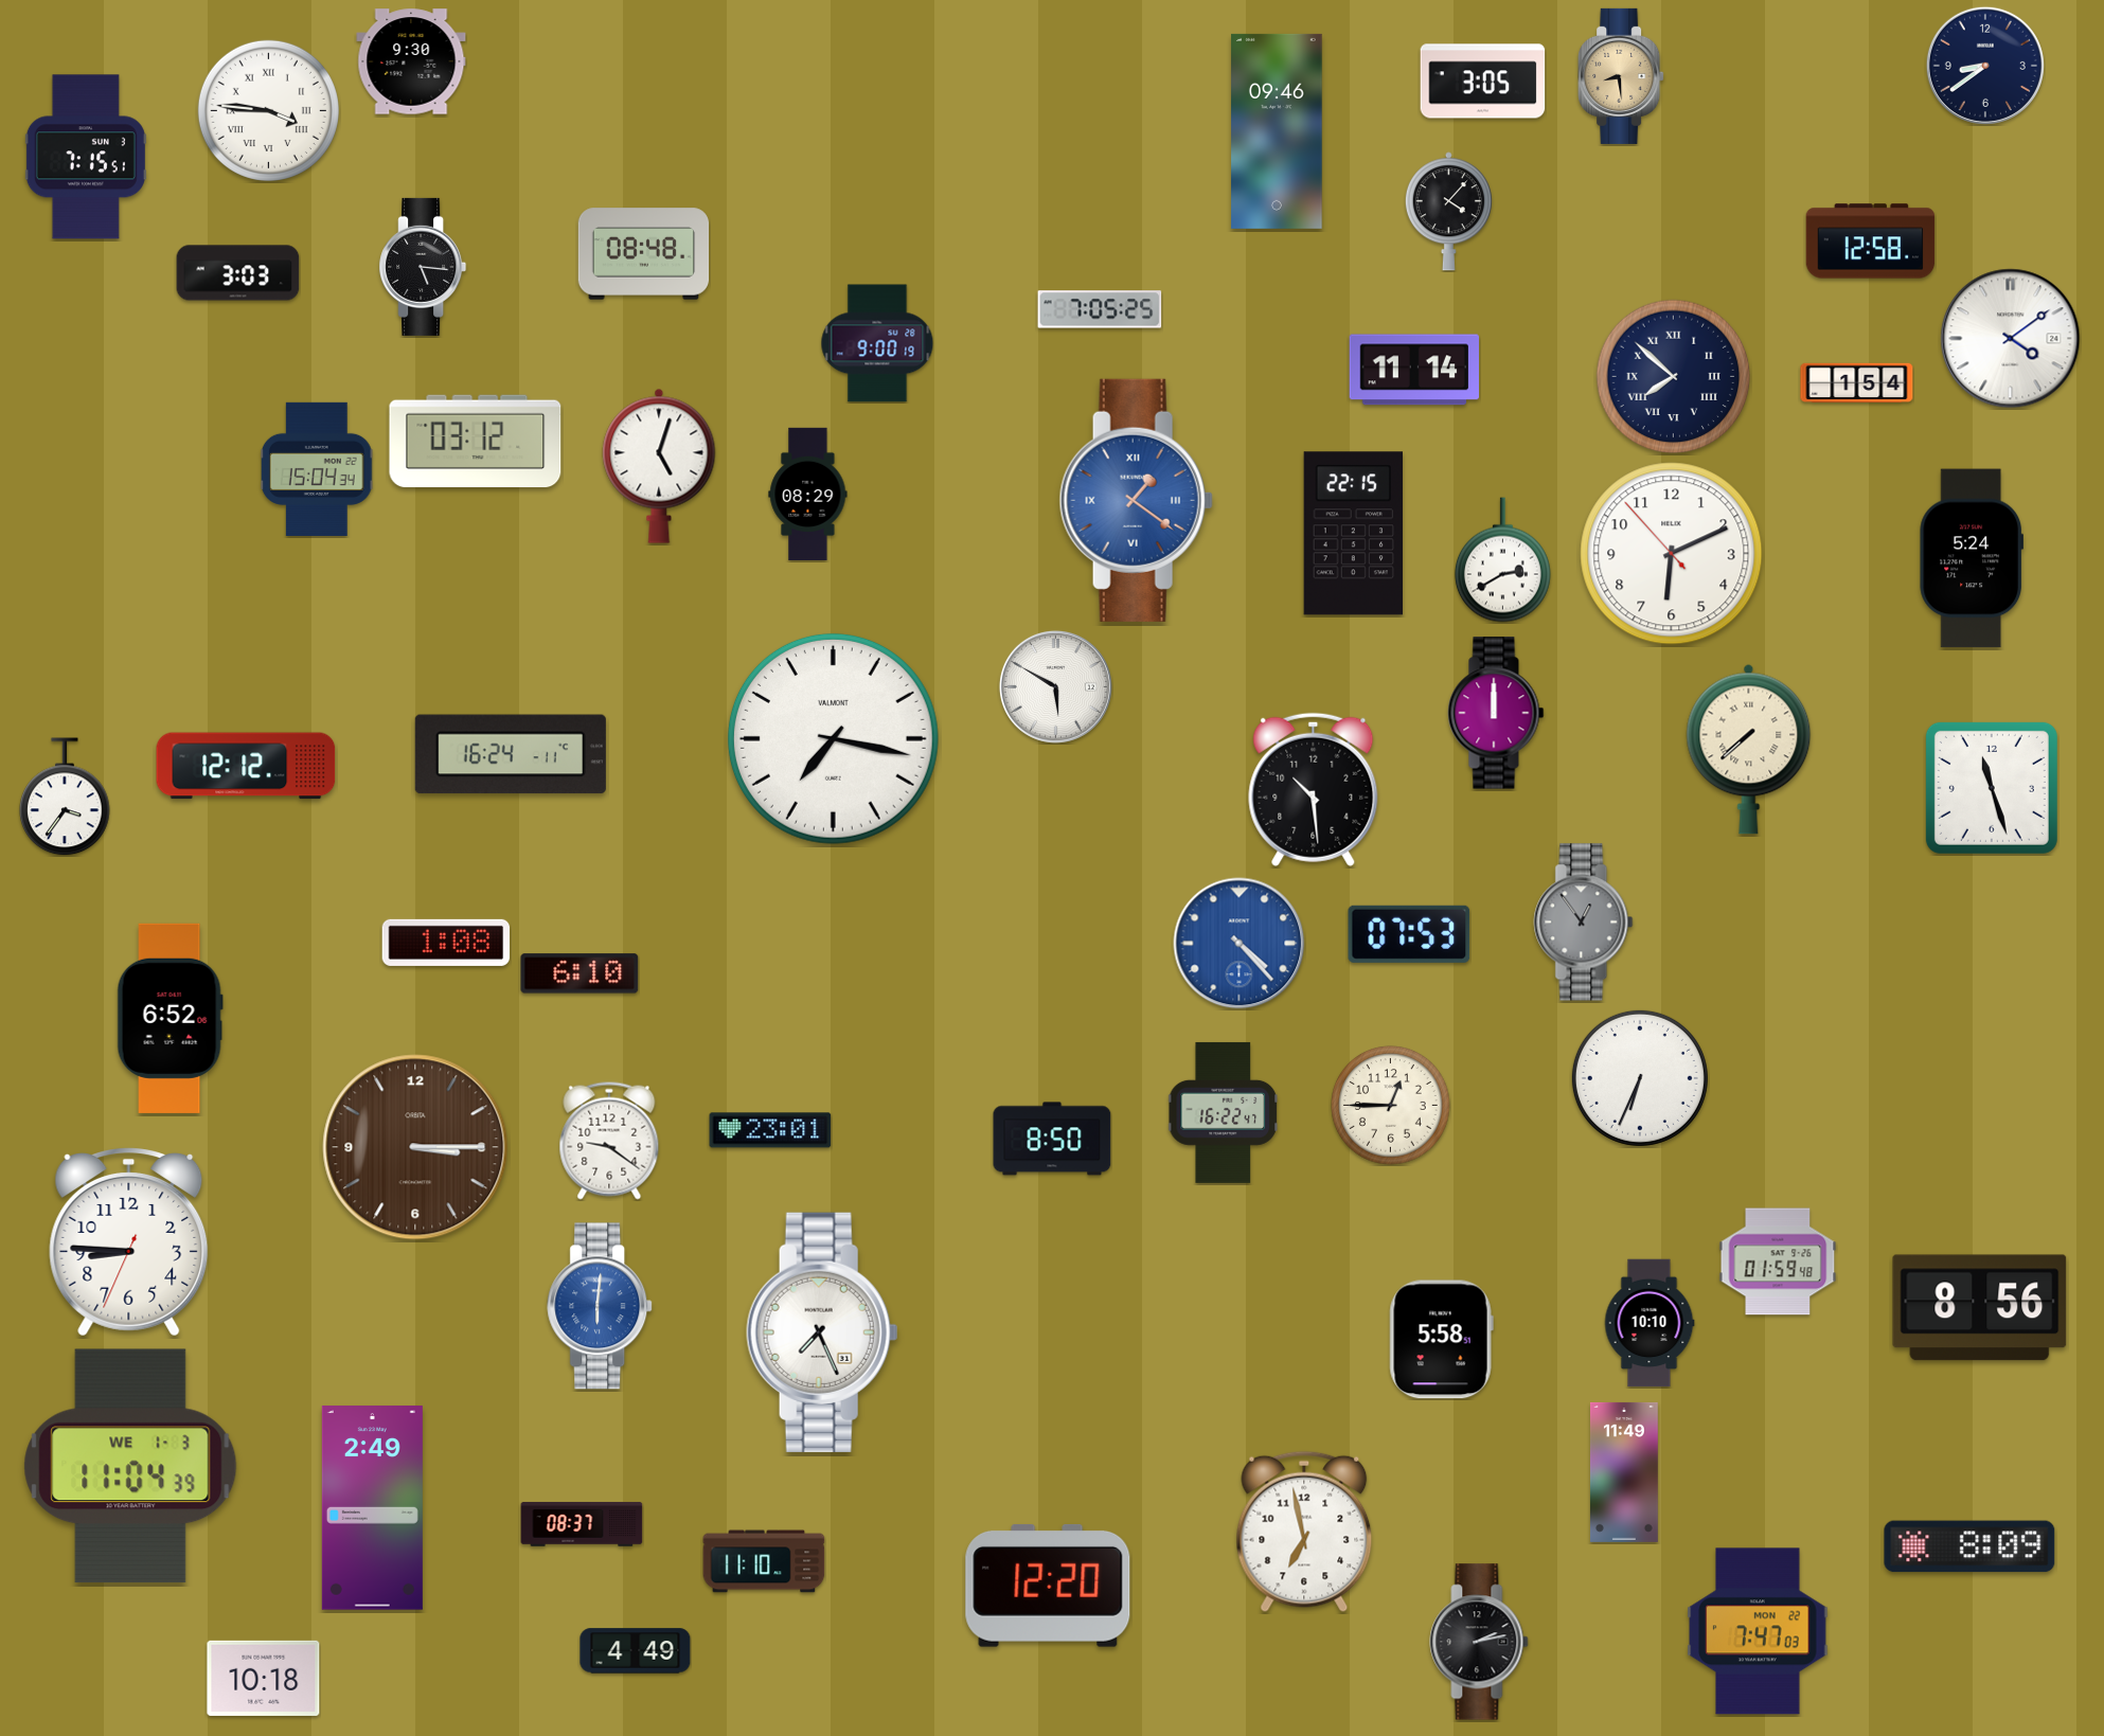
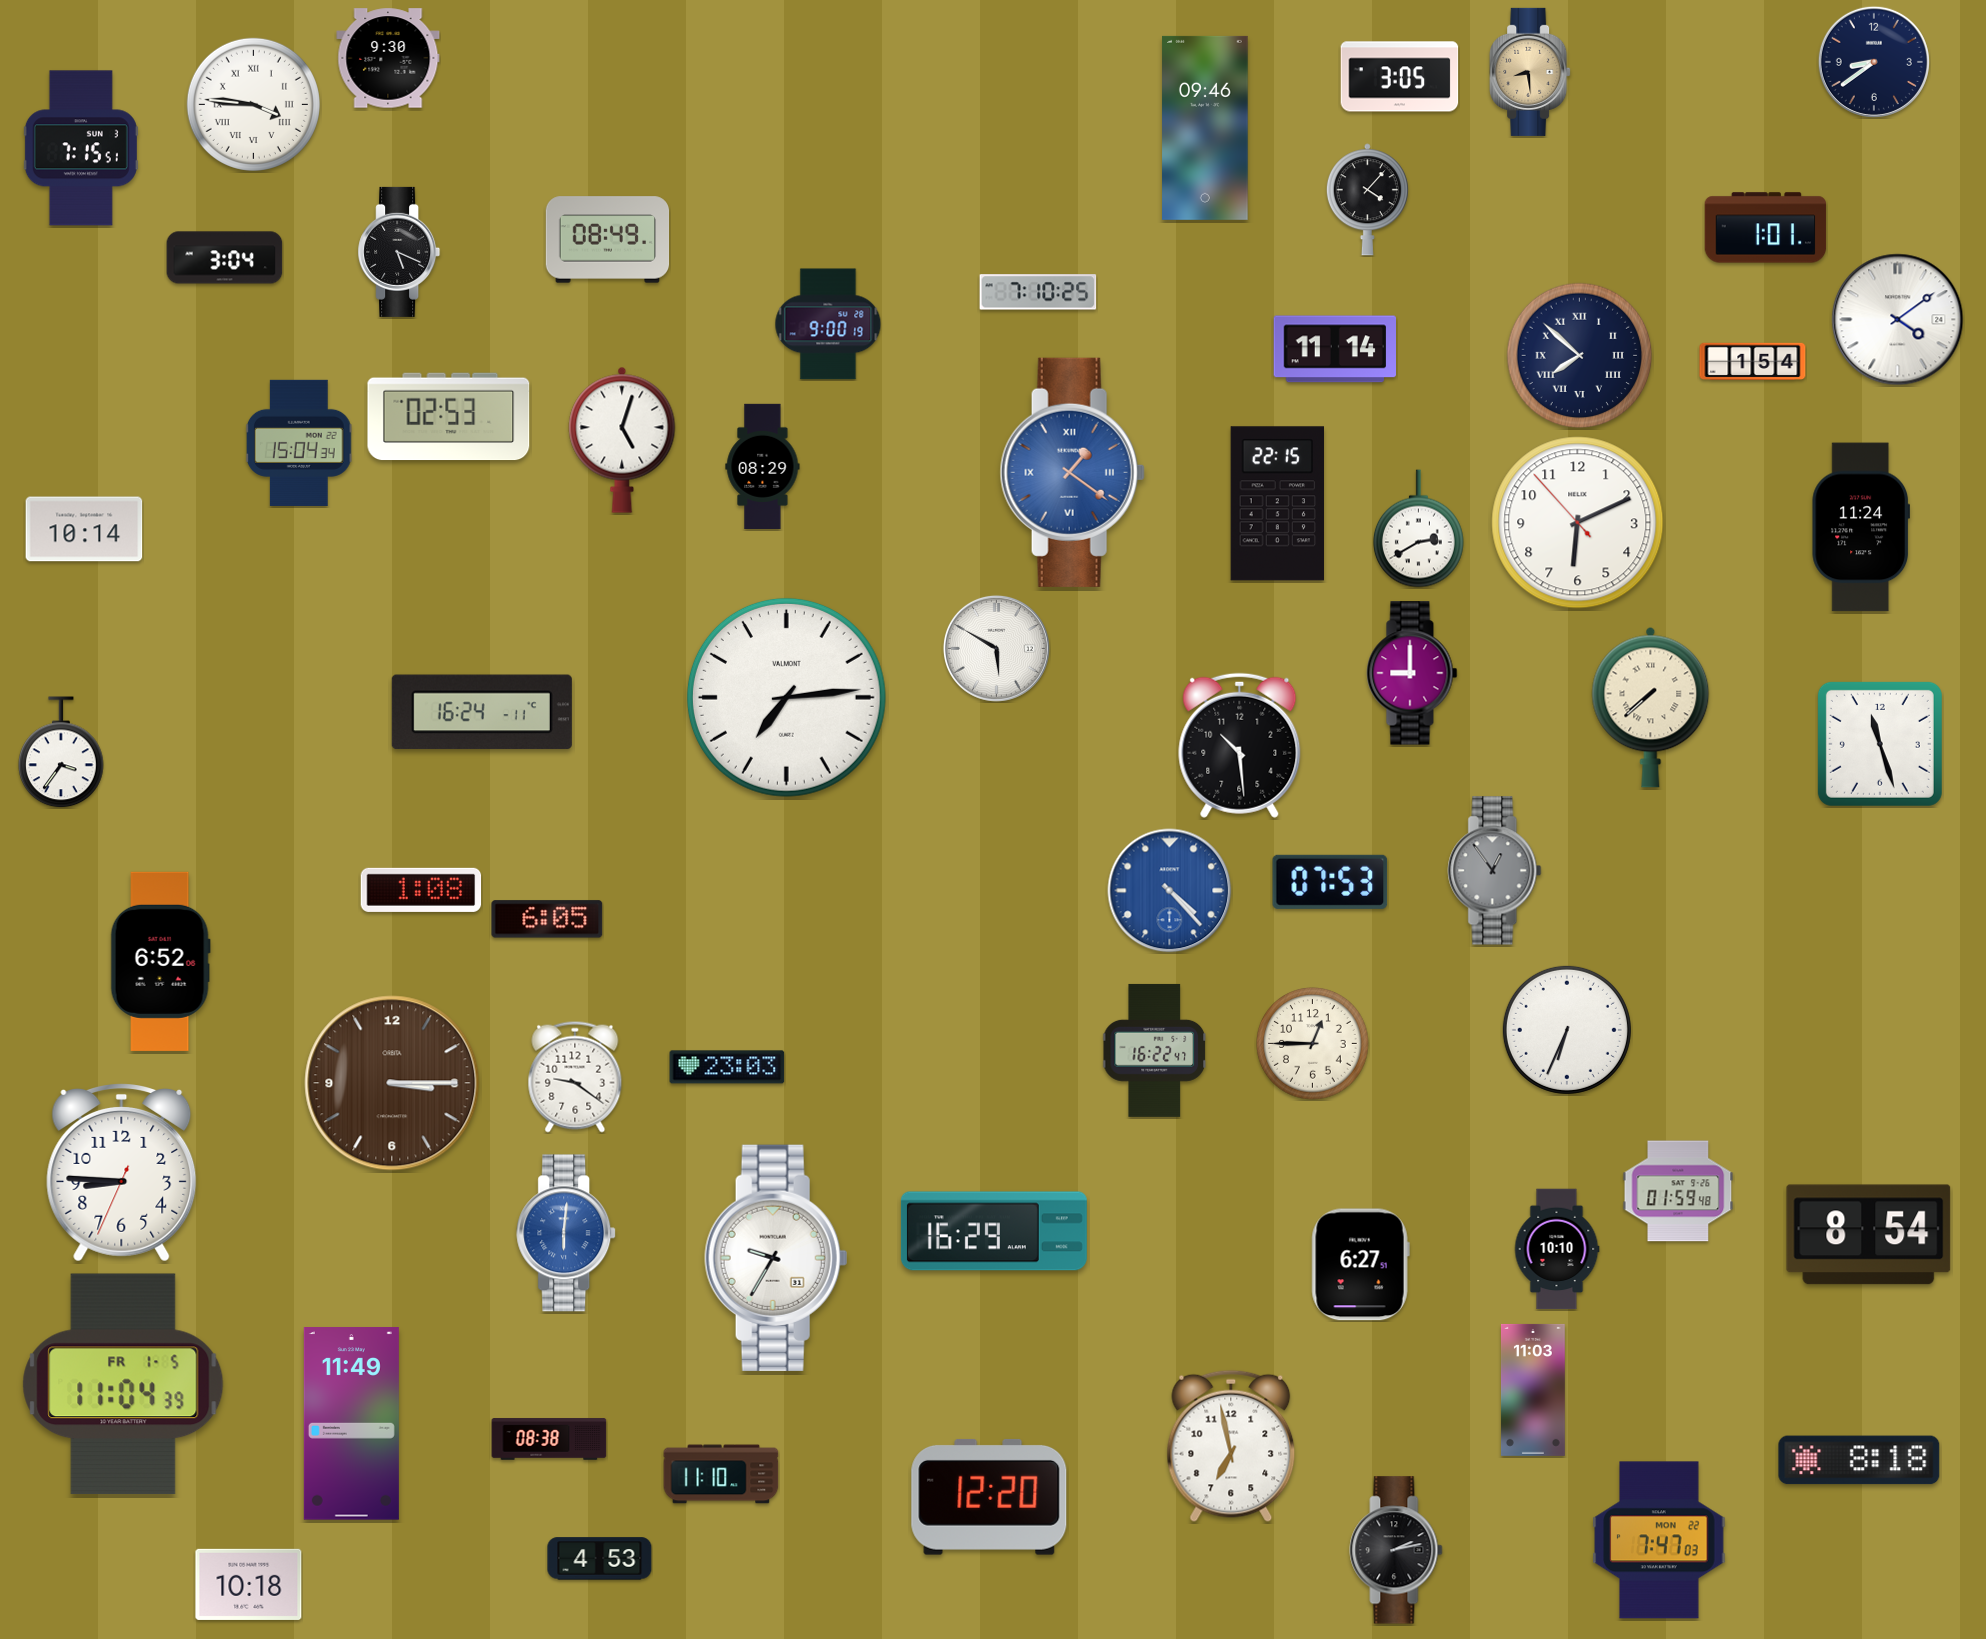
clock at (1277, 131) position: (1277, 131) -> (1205, 128)
clock at (1871, 241): 12:58 -> 1:01
clock at (644, 254): 08:48 -> 08:49
clock at (423, 267): 5:16 -> 5:19
clock at (238, 273): 3:03 -> 3:04
clock at (1100, 309): 7:05 -> 7:10
clock at (476, 442): 03:12 -> 02:53
clock at (1971, 558): 5:24 -> 11:24
clock at (84, 529): none -> 10:14
clock at (1496, 713): 12:00 -> 9:00
clock at (833, 738): 7:17 -> 7:14
clock at (246, 766): 12:12 -> none
clock at (580, 973): 6:10 -> 6:05
clock at (1640, 1078) position: (1640, 1078) -> (1567, 1030)
clock at (770, 1130): 23:01 -> 23:03
clock at (1052, 1139): 8:50 -> none
clock at (994, 1231): none -> 16:29
clock at (1980, 1308): 8:56 -> 8:54
clock at (822, 1332): 7:26 -> 9:35
clock at (1441, 1340): 5:58 -> 6:27
clock at (130, 1466) date: WE 1-3 -> FR 1-5
clock at (1624, 1472): 11:49 -> 11:03
clock at (372, 1508): 2:49 -> 11:49
clock at (582, 1524): 08:37 -> 08:38
clock at (1969, 1546): 8:09 -> 8:18
clock at (636, 1651): 4:49 -> 4:53
